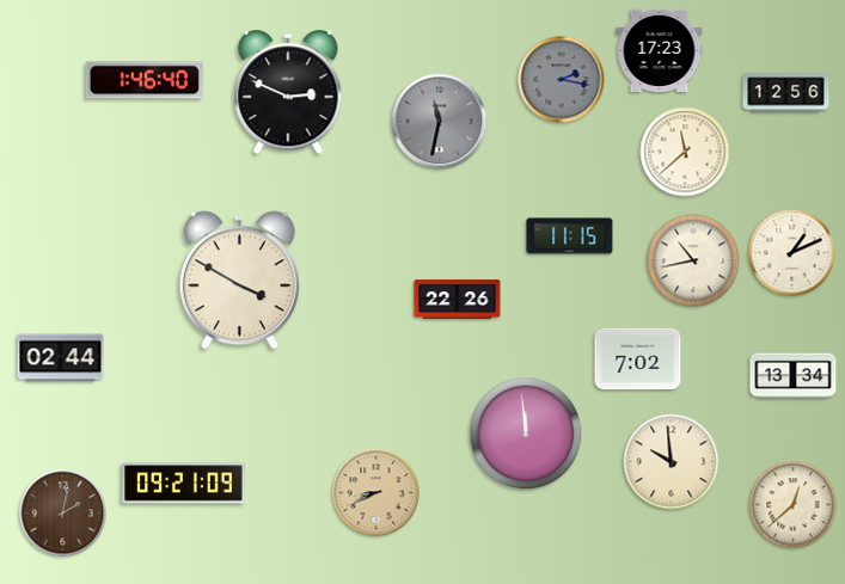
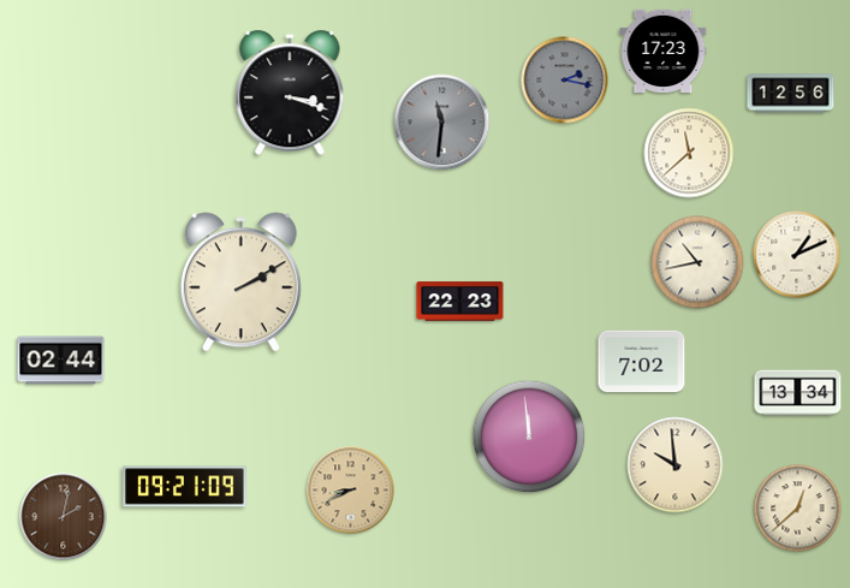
clock at (145, 80): 1:46 -> none
clock at (288, 93): 2:49 -> 3:18
clock at (440, 122): 11:32 -> 11:31
clock at (570, 236): 11:15 -> none
clock at (239, 281): 3:50 -> 2:10
clock at (458, 300): 22:26 -> 22:23
clock at (794, 376) position: (794, 376) -> (798, 393)
clock at (376, 493) position: (376, 493) -> (351, 491)
